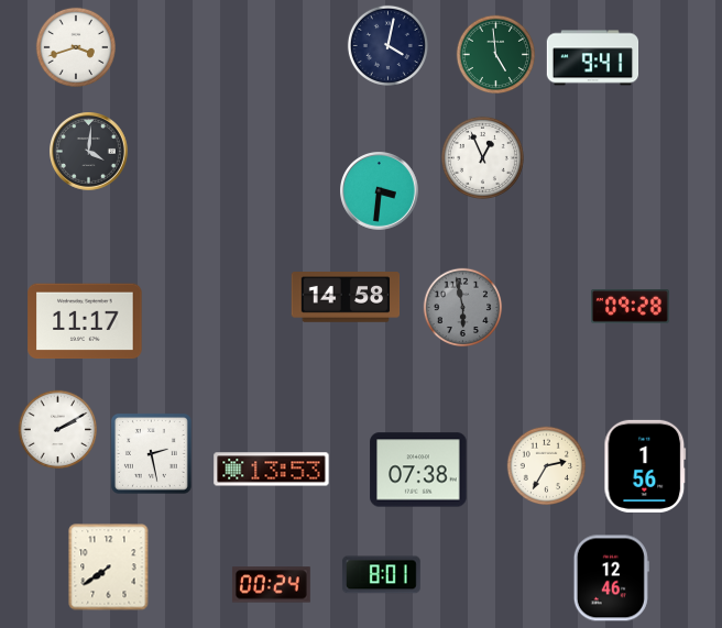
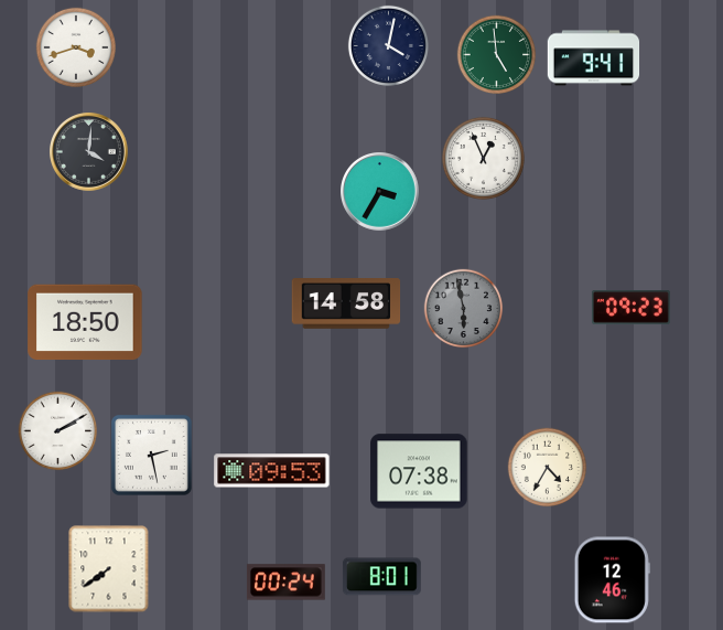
clock at (380, 191): 3:31 -> 3:35
clock at (346, 298) position: (346, 298) -> (346, 305)
clock at (631, 307): 09:28 -> 09:23
clock at (85, 321): 11:17 -> 18:50
clock at (547, 466): 2:35 -> 4:35
clock at (645, 466): 1:56 -> none
clock at (272, 470): 13:53 -> 09:53
clock at (271, 585) position: (271, 585) -> (285, 583)
